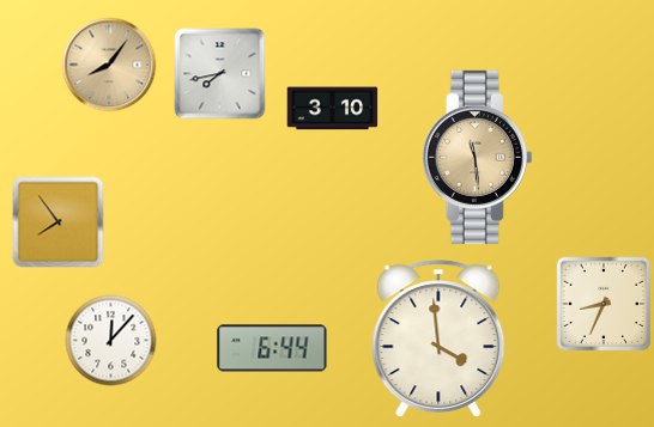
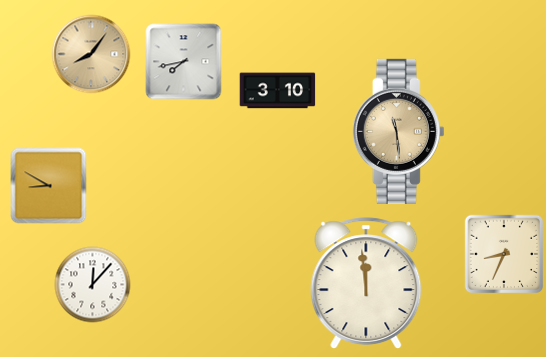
clock at (59, 222): 7:54 -> 8:50
clock at (438, 338): 3:59 -> 11:59
clock at (272, 348): 6:44 -> none
